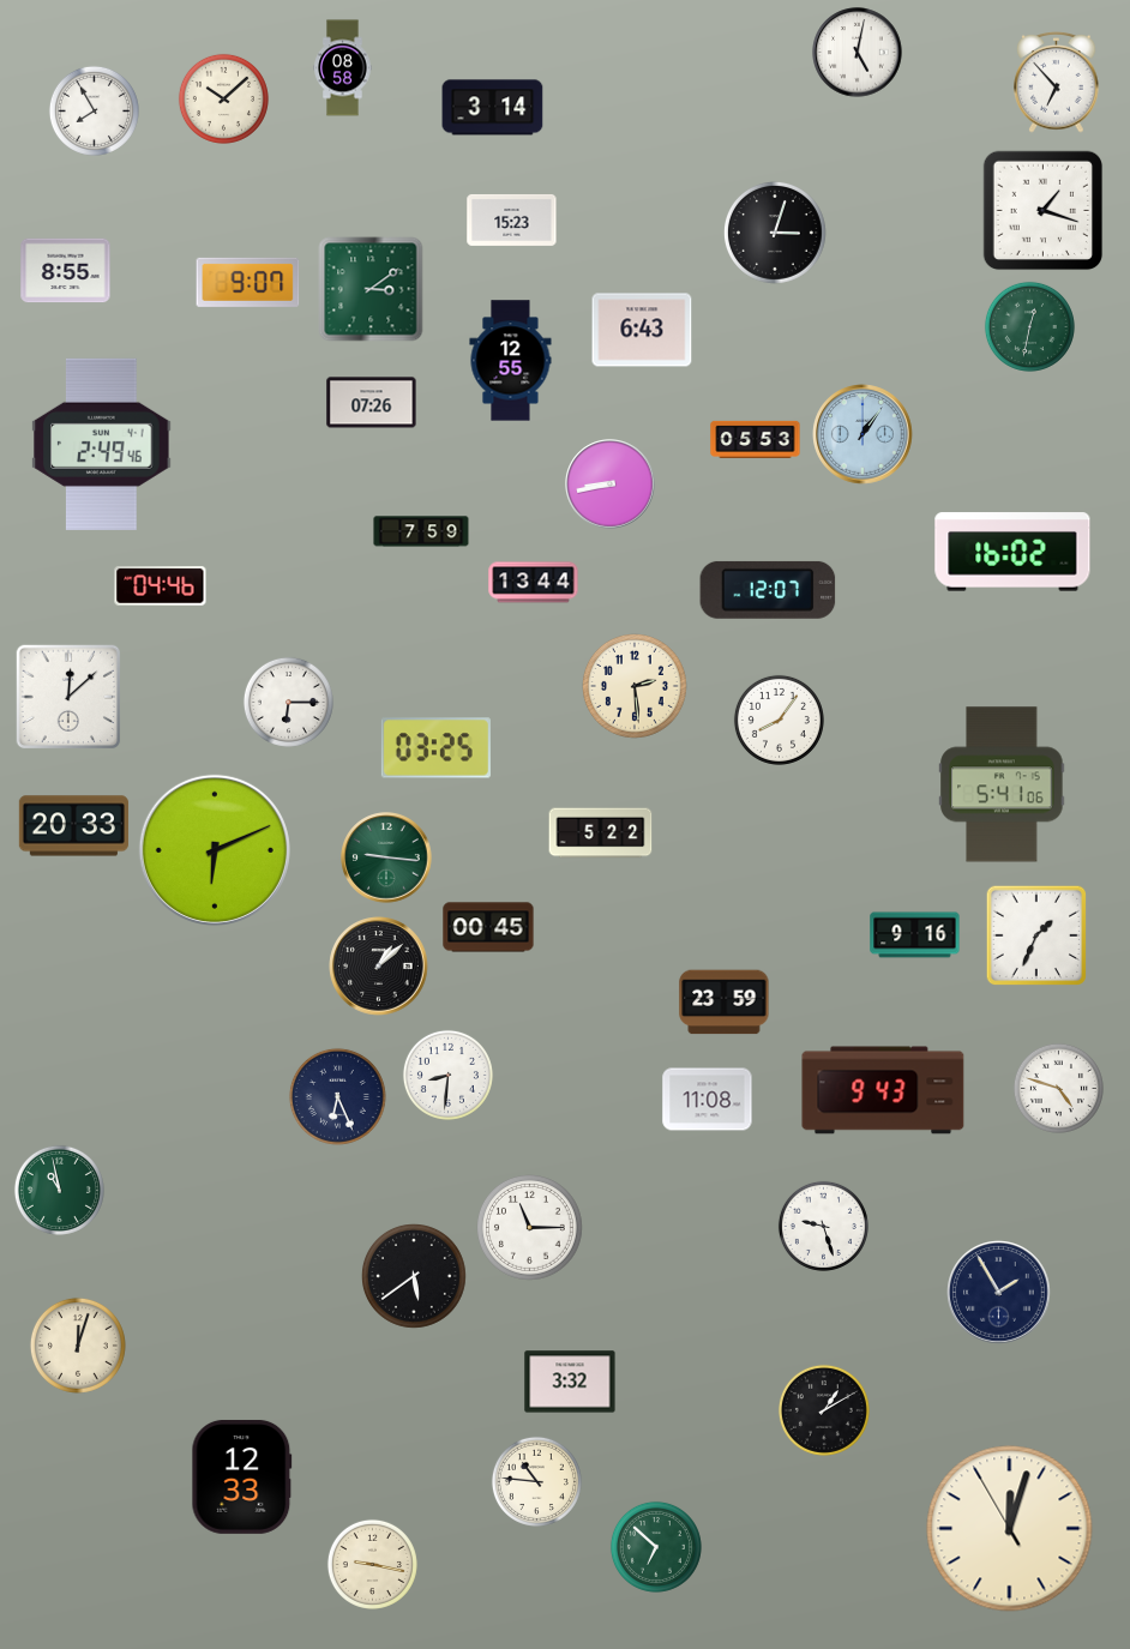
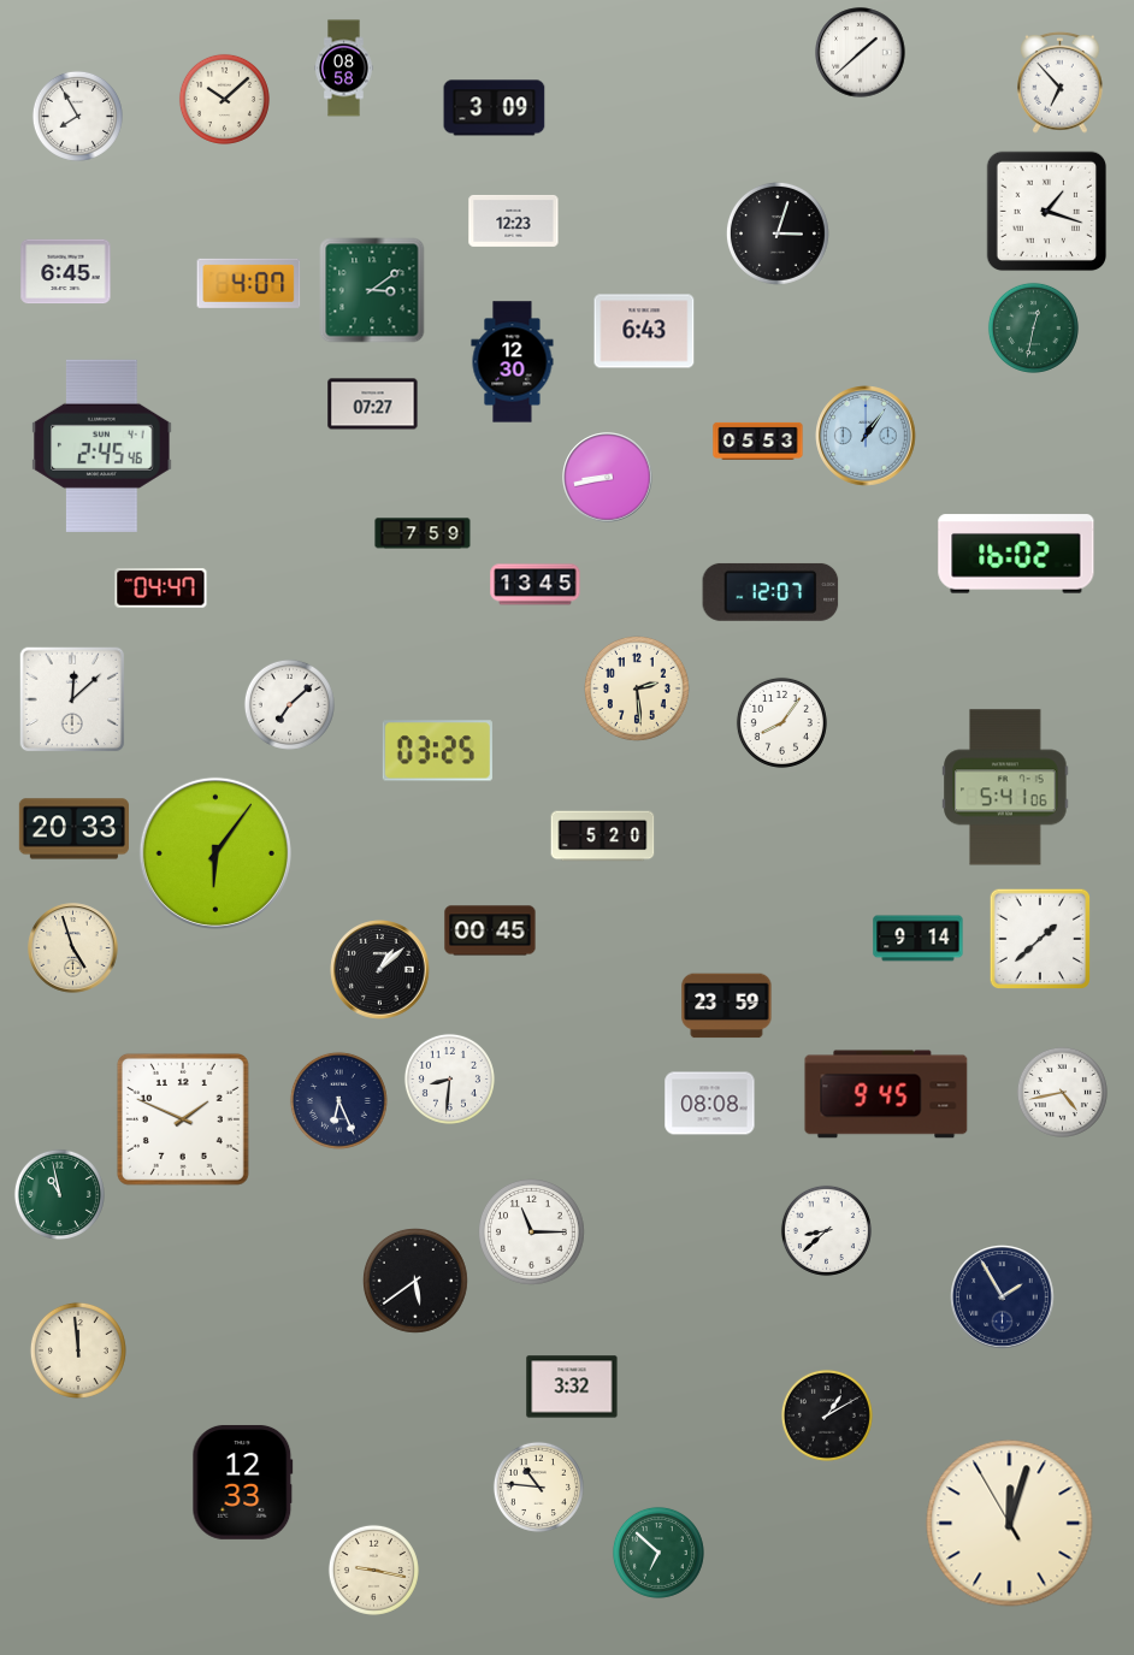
clock at (858, 53): 5:02 -> 1:38
clock at (493, 108): 3:14 -> 3:09
clock at (94, 110) position: (94, 110) -> (77, 116)
clock at (512, 219): 15:23 -> 12:23
clock at (66, 271): 8:55 -> 6:45
clock at (248, 282): 9:07 -> 4:07
clock at (511, 361): 12:55 -> 12:30
clock at (372, 403): 07:26 -> 07:27
clock at (102, 444): 2:49 -> 2:45
clock at (611, 485) position: (611, 485) -> (608, 478)
clock at (534, 583): 13:44 -> 13:45
clock at (161, 586): 04:46 -> 04:47
clock at (68, 697) position: (68, 697) -> (72, 699)
clock at (288, 702): 6:15 -> 7:08
clock at (601, 833): 5:22 -> 5:20
clock at (215, 850): 6:11 -> 6:06
clock at (386, 857): 9:16 -> none
clock at (915, 935): 9:16 -> 9:14
clock at (1036, 935): 1:34 -> 1:38
clock at (73, 948): none -> 4:57
clock at (1058, 1088): 4:48 -> 4:43
clock at (883, 1090): 9:43 -> 9:45
clock at (708, 1100): 11:08 -> 08:08
clock at (183, 1119): none -> 1:49
clock at (823, 1226): 9:27 -> 8:38
clock at (78, 1346): 12:03 -> 11:59
clock at (1010, 1529) position: (1010, 1529) -> (1010, 1524)
